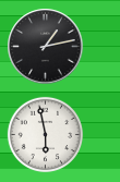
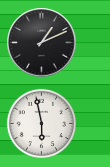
clock at (46, 47): 1:13 -> 1:11
